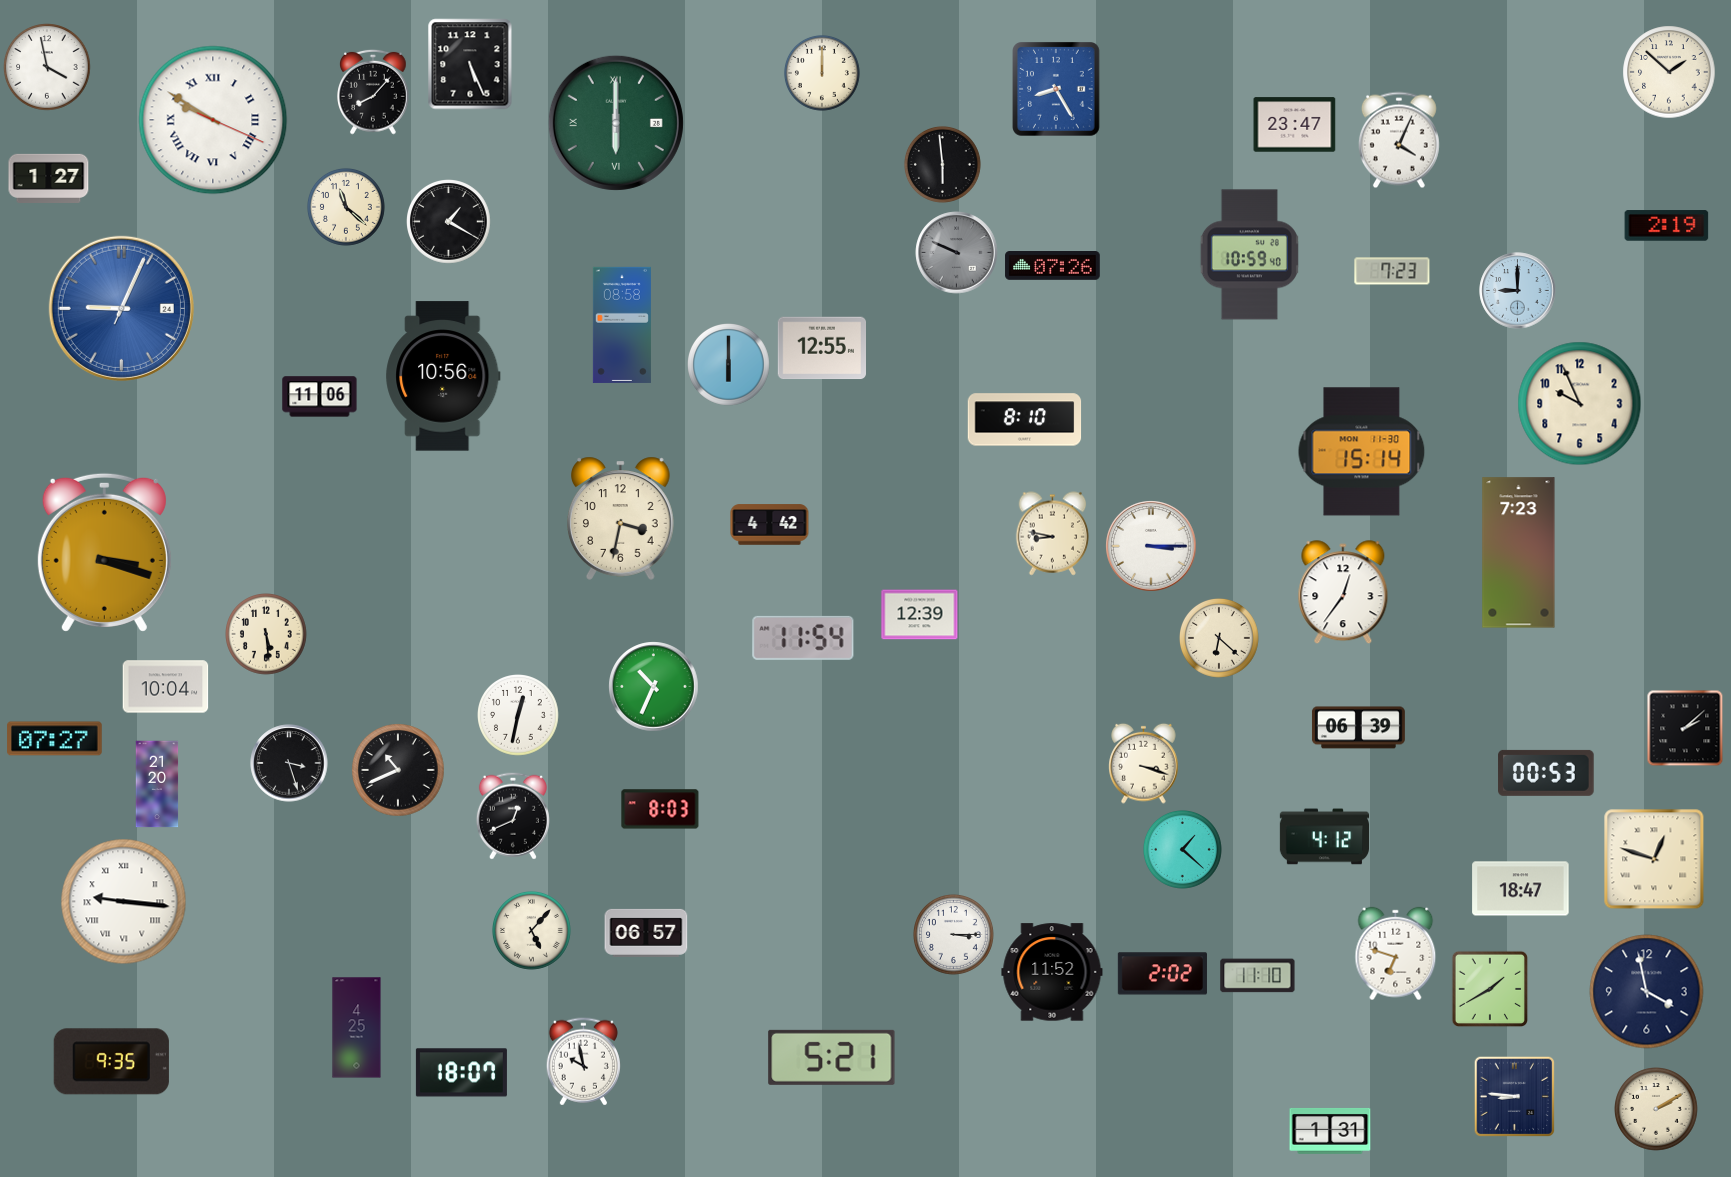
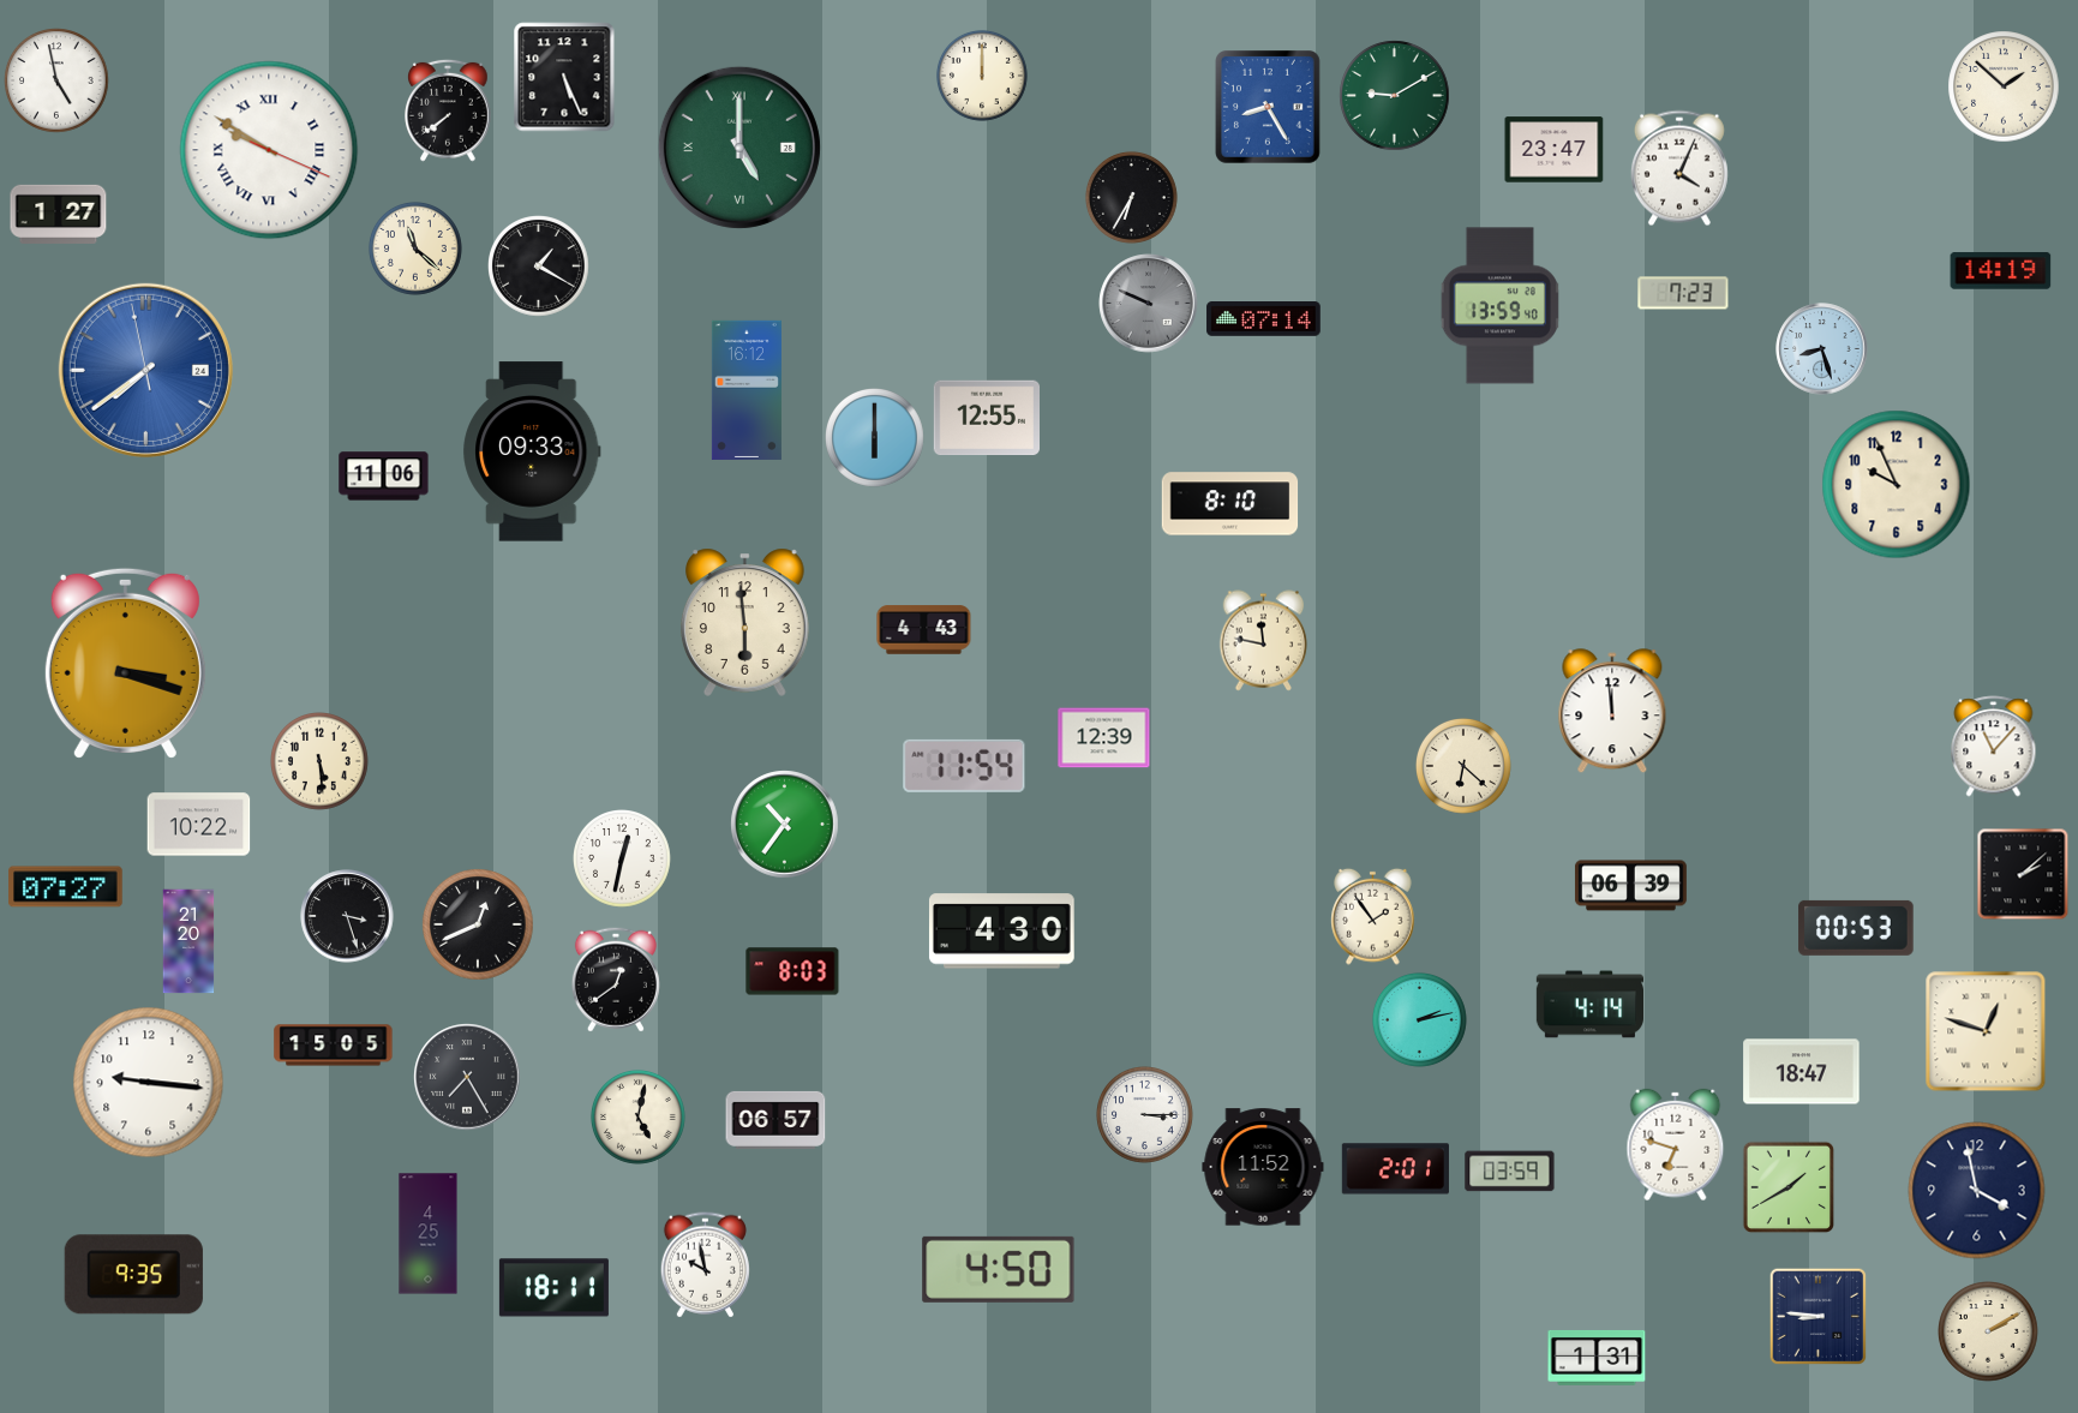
clock at (47, 67): 3:58 -> 4:58
clock at (822, 73) position: (822, 73) -> (982, 76)
clock at (1395, 96): none -> 9:10
clock at (373, 92): 8:07 -> 7:39
clock at (213, 120) position: (213, 120) -> (269, 150)
clock at (616, 123): 6:00 -> 5:00
clock at (942, 164): 5:59 -> 6:35
clock at (1667, 226): 2:19 -> 14:19
clock at (1249, 255): 10:59 -> 13:59
clock at (1053, 266): 07:26 -> 07:14
clock at (1392, 271) position: (1392, 271) -> (1683, 293)
clock at (1518, 291): 9:00 -> 8:27
clock at (121, 308): 9:04 -> 7:38
clock at (622, 325): 08:58 -> 16:12
clock at (443, 376): 10:56 -> 09:33
clock at (1362, 452): 15:14 -> none
clock at (621, 518): 3:32 -> 5:59
clock at (770, 525): 4:42 -> 4:43
clock at (1053, 534): 8:47 -> 11:47
clock at (1151, 546): 3:15 -> none
clock at (1519, 553): 7:23 -> none
clock at (1343, 593): 12:36 -> 11:59
clock at (1994, 747): none -> 11:07
clock at (166, 687): 10:04 -> 10:22
clock at (654, 687): 10:34 -> 10:36
clock at (1358, 728) position: (1358, 728) -> (1630, 886)
clock at (1144, 763): 3:18 -> 1:54
clock at (398, 770): 10:41 -> 12:41
clock at (1001, 932): none -> 4:30
clock at (513, 816): 12:41 -> 12:39
clock at (1324, 837): 4:12 -> 4:14
clock at (1182, 849): 1:22 -> 2:13
clock at (334, 1046): none -> 15:05
clock at (1521, 889) position: (1521, 889) -> (1802, 1072)
clock at (467, 1077): none -> 7:25
clock at (124, 902) numerals: Roman -> Arabic
clock at (531, 930): 5:07 -> 5:02
clock at (954, 935) position: (954, 935) -> (1145, 1115)
clock at (1162, 974): 2:02 -> 2:01
clock at (1258, 976): 11:10 -> 03:59
clock at (832, 1057): 5:21 -> 4:50
clock at (583, 1062) position: (583, 1062) -> (705, 1265)
clock at (461, 1073): 18:07 -> 18:11
